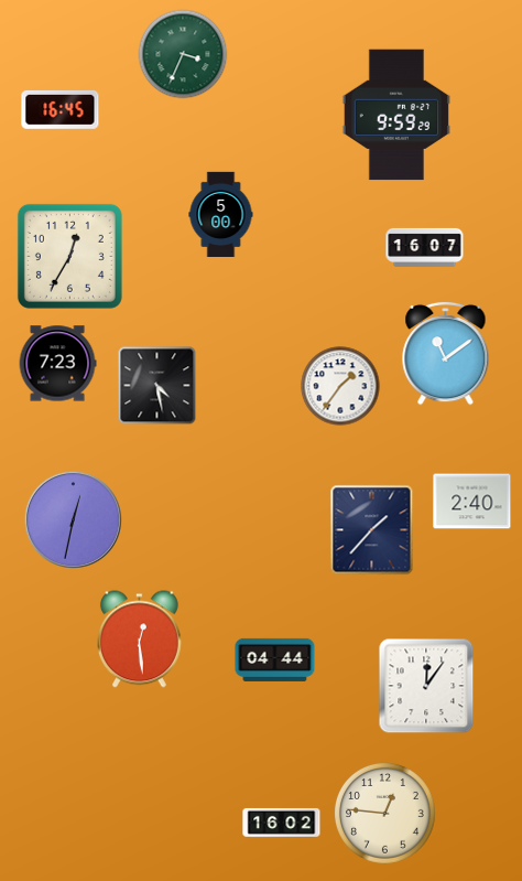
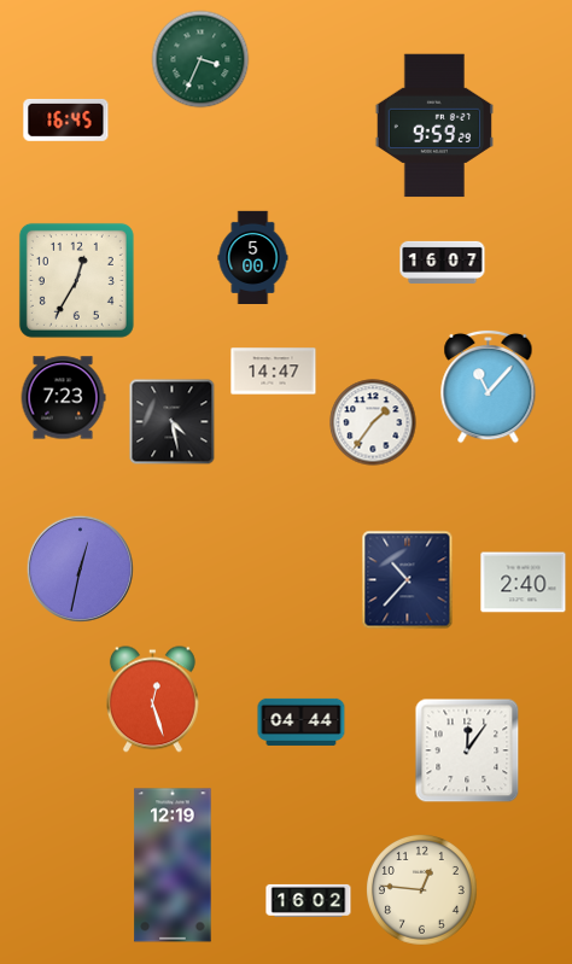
clock at (221, 214) position: (221, 214) -> (253, 257)
clock at (425, 247) position: (425, 247) -> (443, 262)
clock at (274, 372): none -> 14:47
clock at (446, 353): 11:09 -> 11:07
clock at (472, 502) position: (472, 502) -> (524, 583)
clock at (372, 530): 1:37 -> 10:37
clock at (139, 640): 12:29 -> 12:27
clock at (173, 865): none -> 12:19
